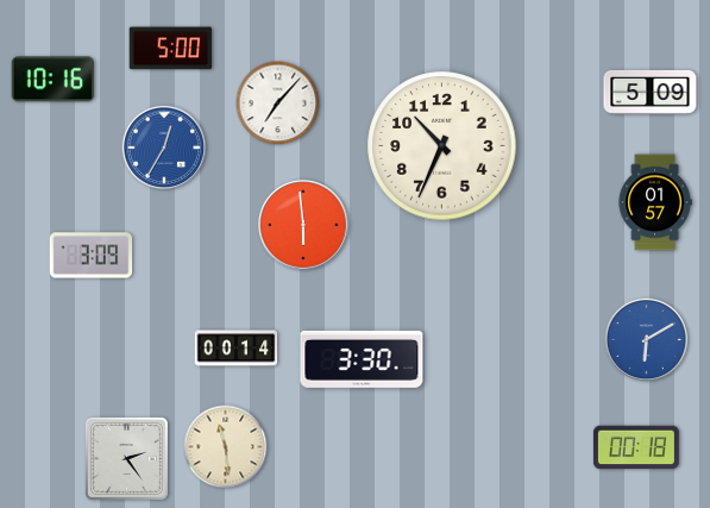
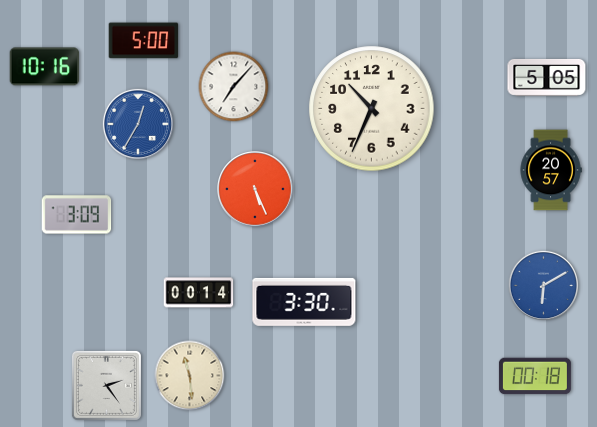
clock at (651, 92): 5:09 -> 5:05
clock at (442, 146) position: (442, 146) -> (372, 109)
clock at (655, 202): 01:57 -> 20:57
clock at (303, 225): 5:59 -> 5:26
